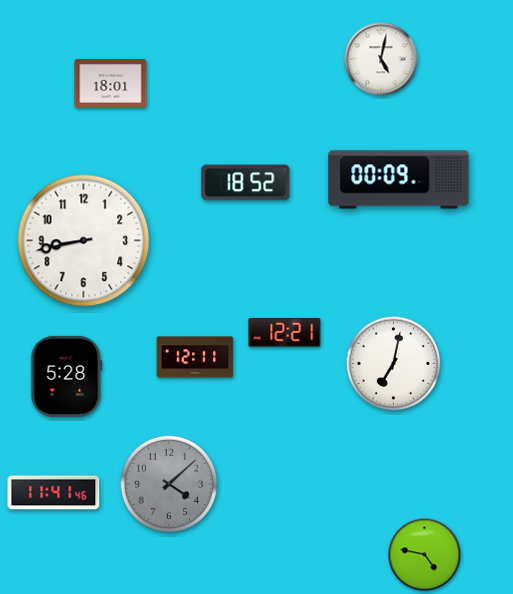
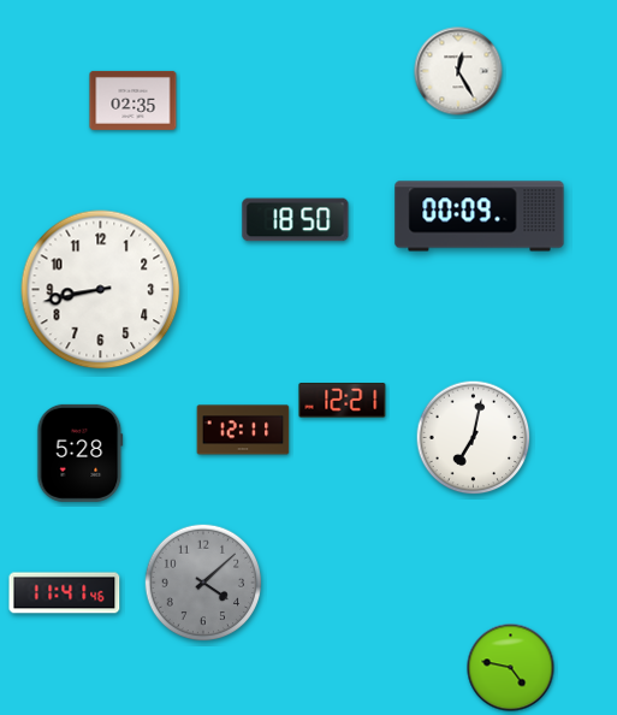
clock at (381, 59): 5:02 -> 12:25
clock at (111, 83): 18:01 -> 02:35
clock at (246, 183): 18:52 -> 18:50
clock at (195, 357) position: (195, 357) -> (243, 430)
